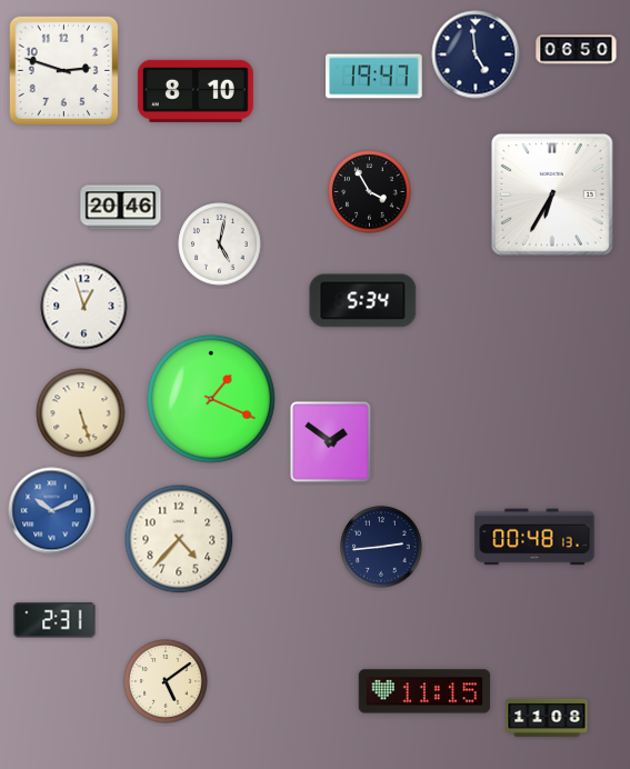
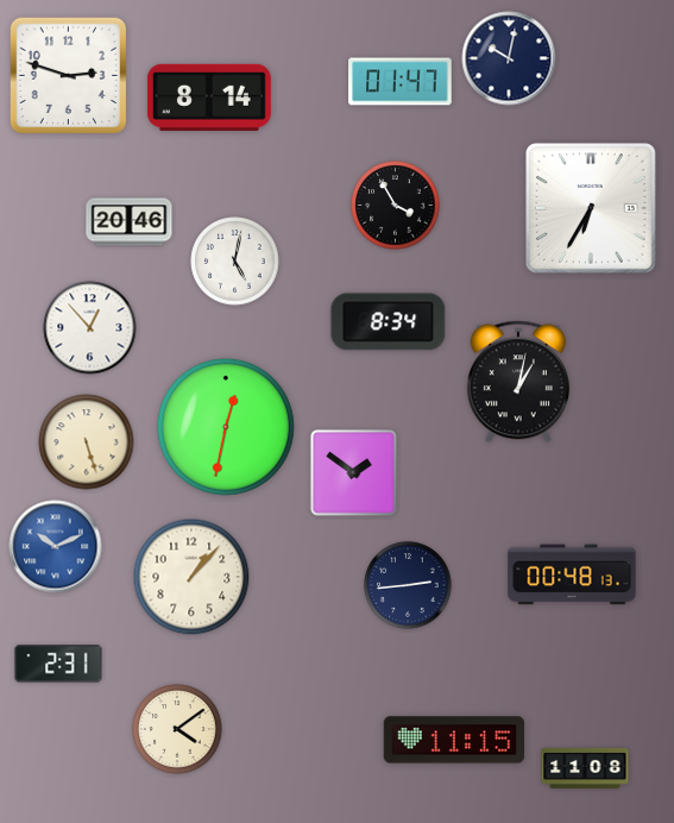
clock at (577, 50): 06:50 -> none
clock at (476, 54): 4:59 -> 10:02
clock at (374, 77): 19:47 -> 01:47
clock at (196, 91): 8:10 -> 8:14
clock at (363, 301): 5:34 -> 8:34
clock at (84, 307): 12:57 -> 12:53
clock at (518, 382): none -> 1:02
clock at (211, 399): 1:19 -> 12:32
clock at (179, 539): 4:37 -> 1:07
clock at (166, 681): 5:09 -> 4:09
